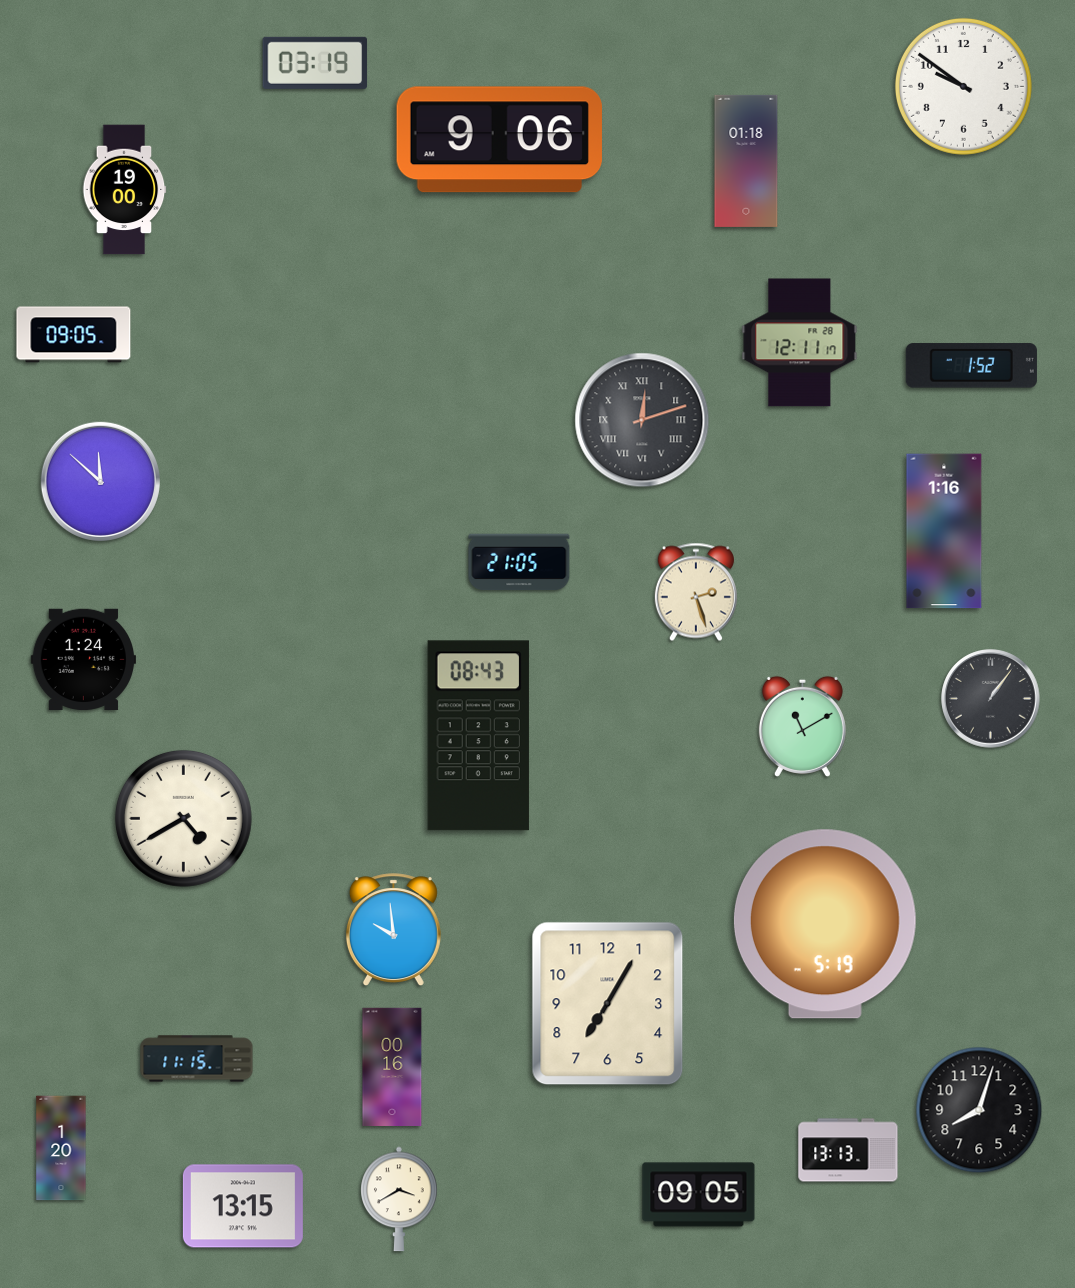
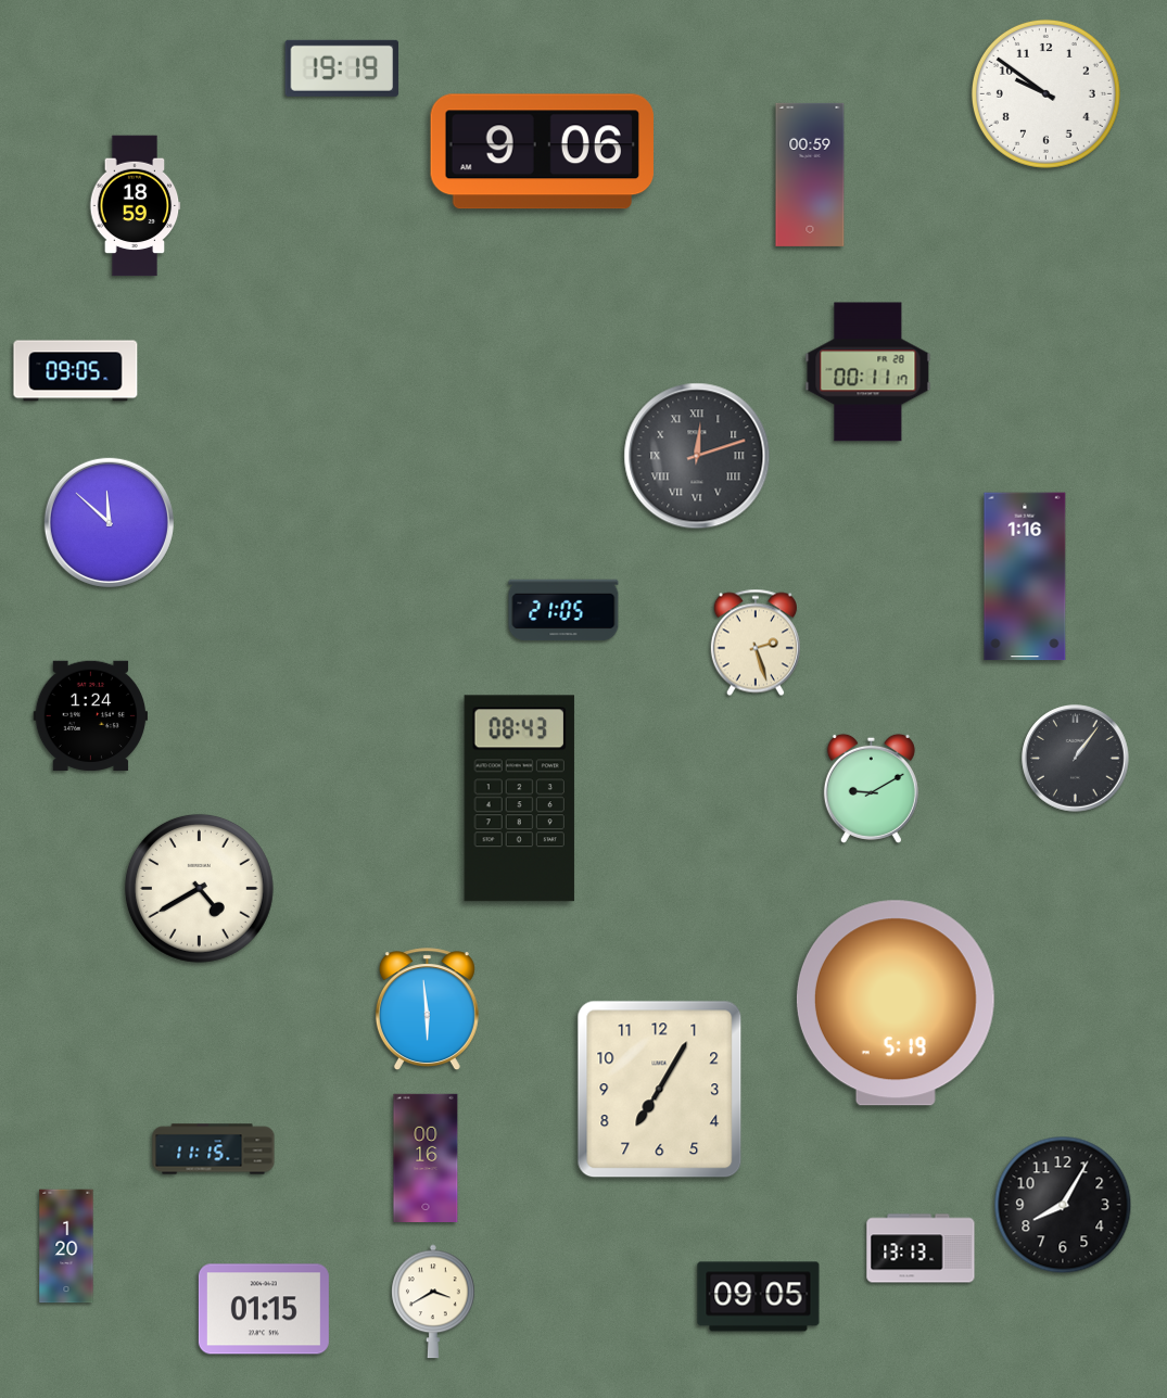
clock at (315, 63): 03:19 -> 19:19
clock at (746, 161): 01:18 -> 00:59
clock at (124, 190): 19:00 -> 18:59
clock at (74, 335) position: (74, 335) -> (76, 371)
clock at (800, 343): 12:11 -> 00:11
clock at (971, 366): 1:52 -> none
clock at (802, 726): 11:10 -> 9:10
clock at (393, 930): 9:59 -> 5:59
clock at (979, 1110): 8:03 -> 8:05
clock at (243, 1206): 13:15 -> 01:15
